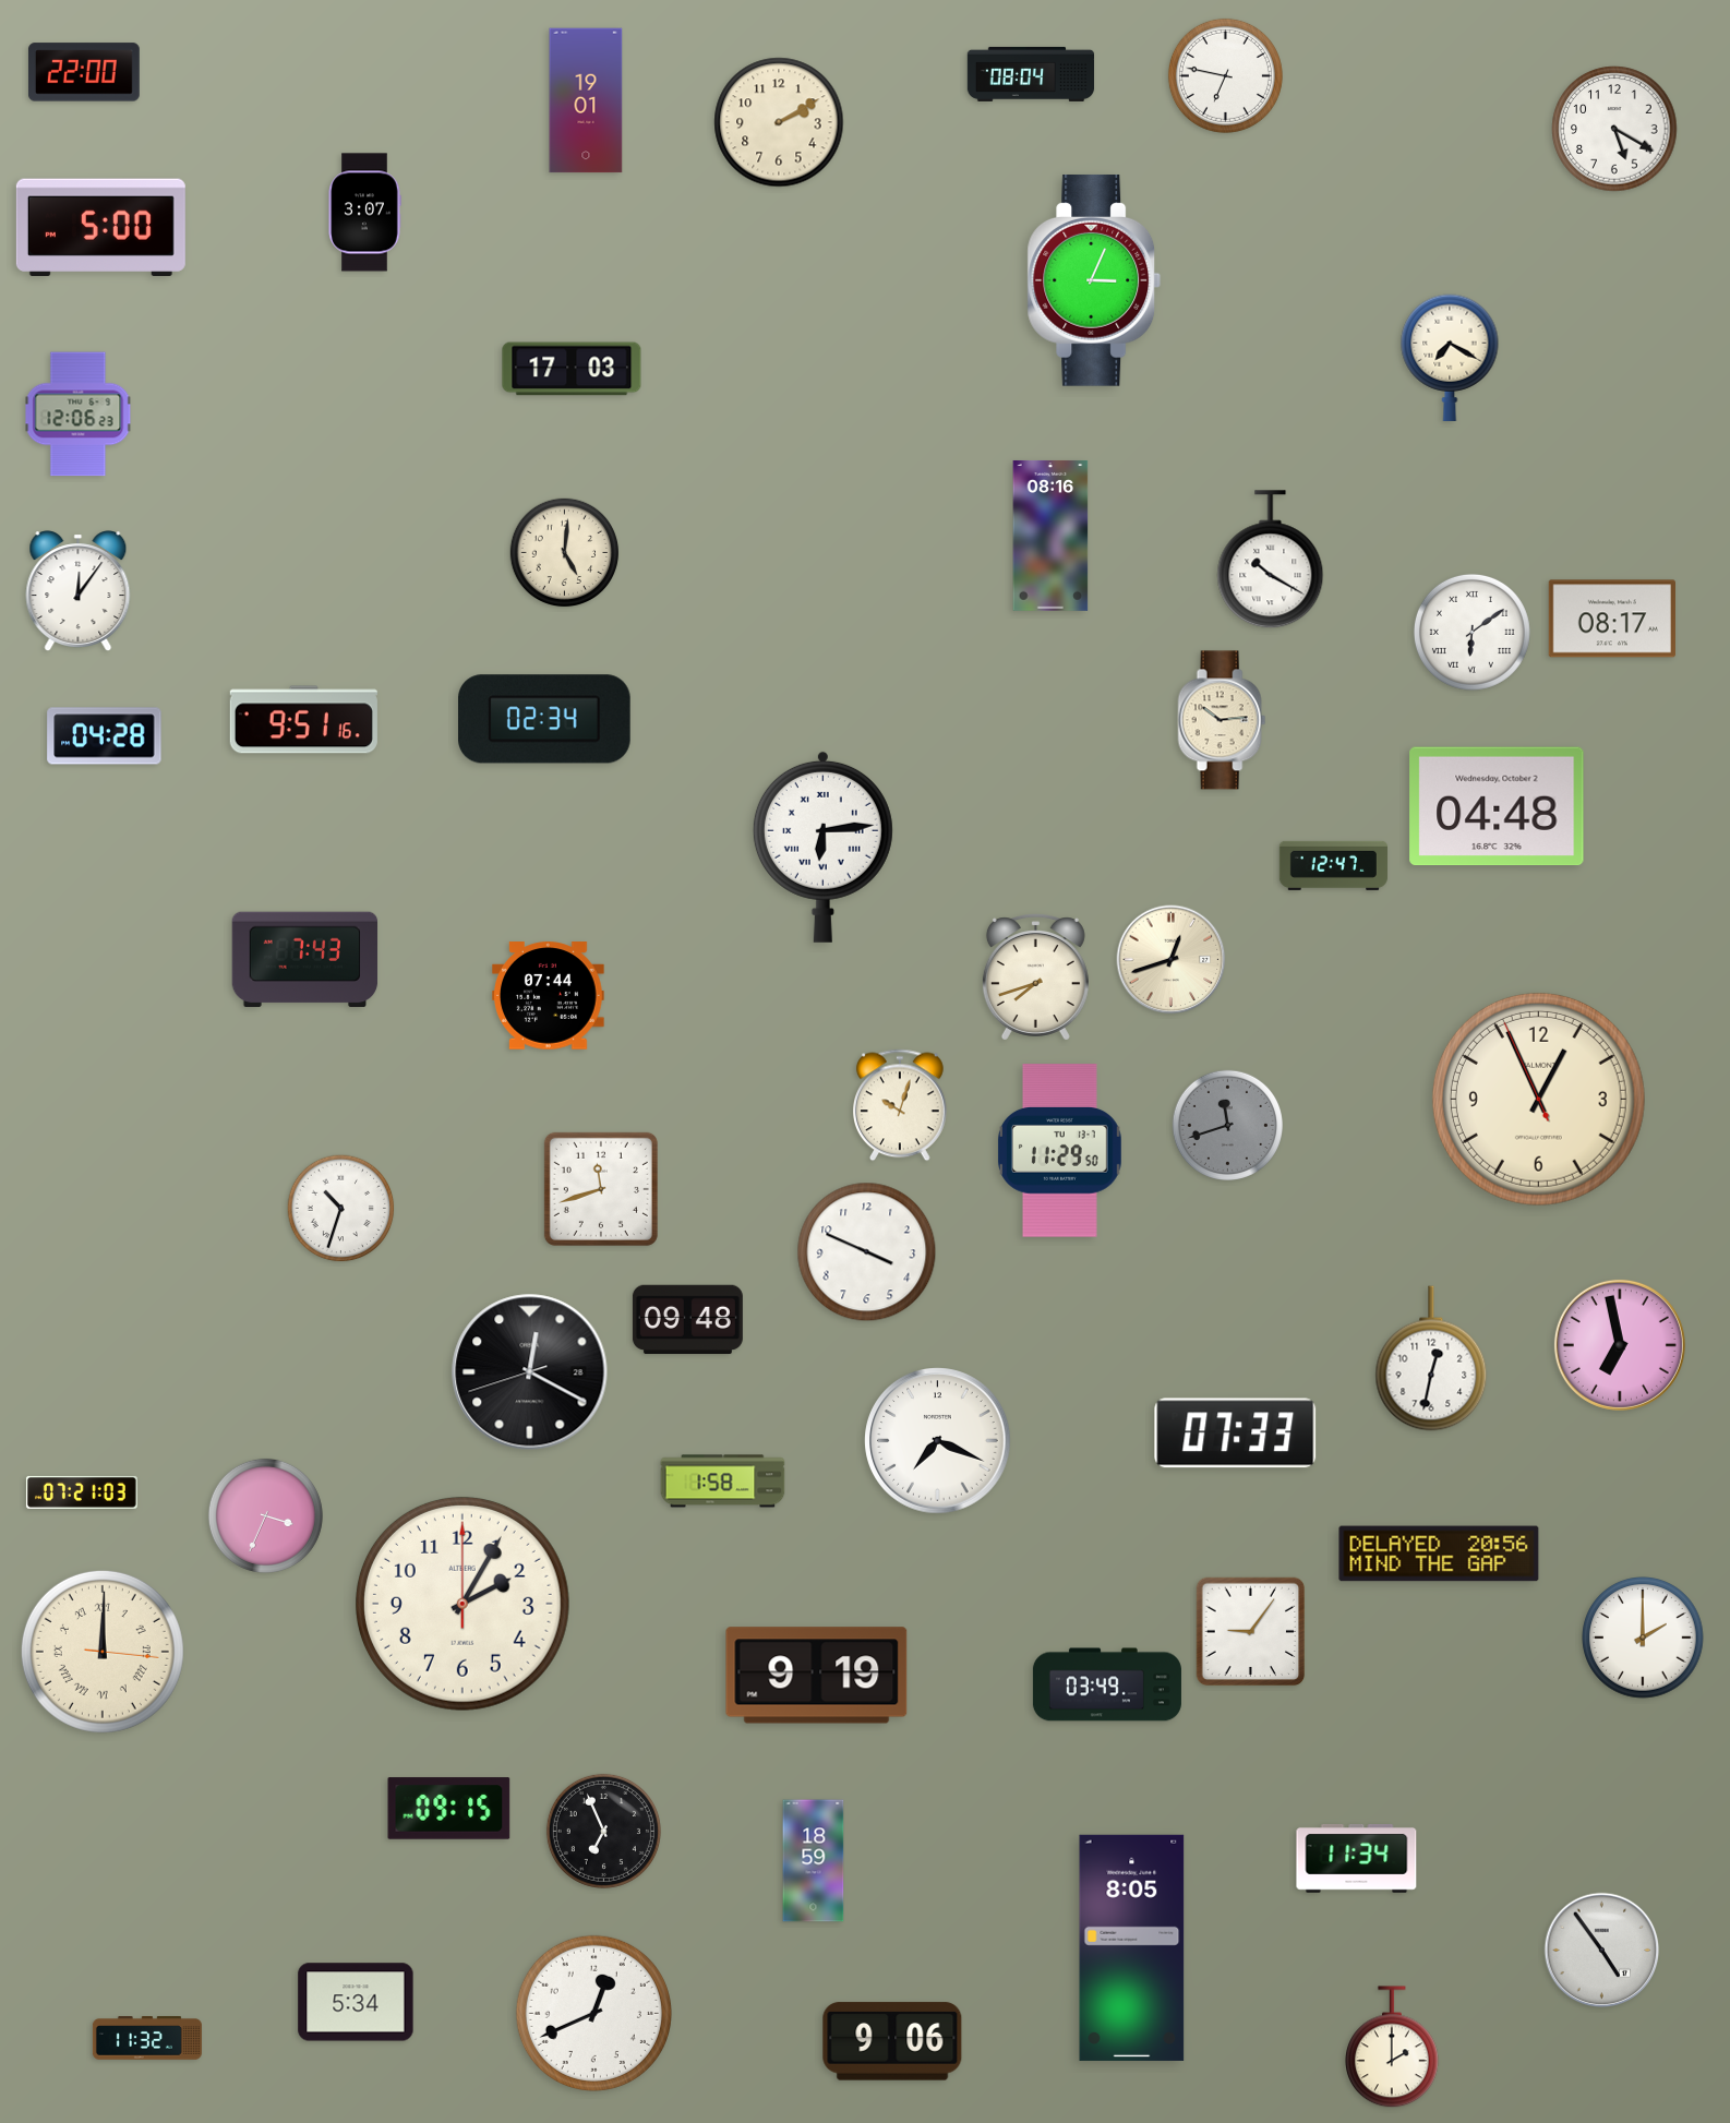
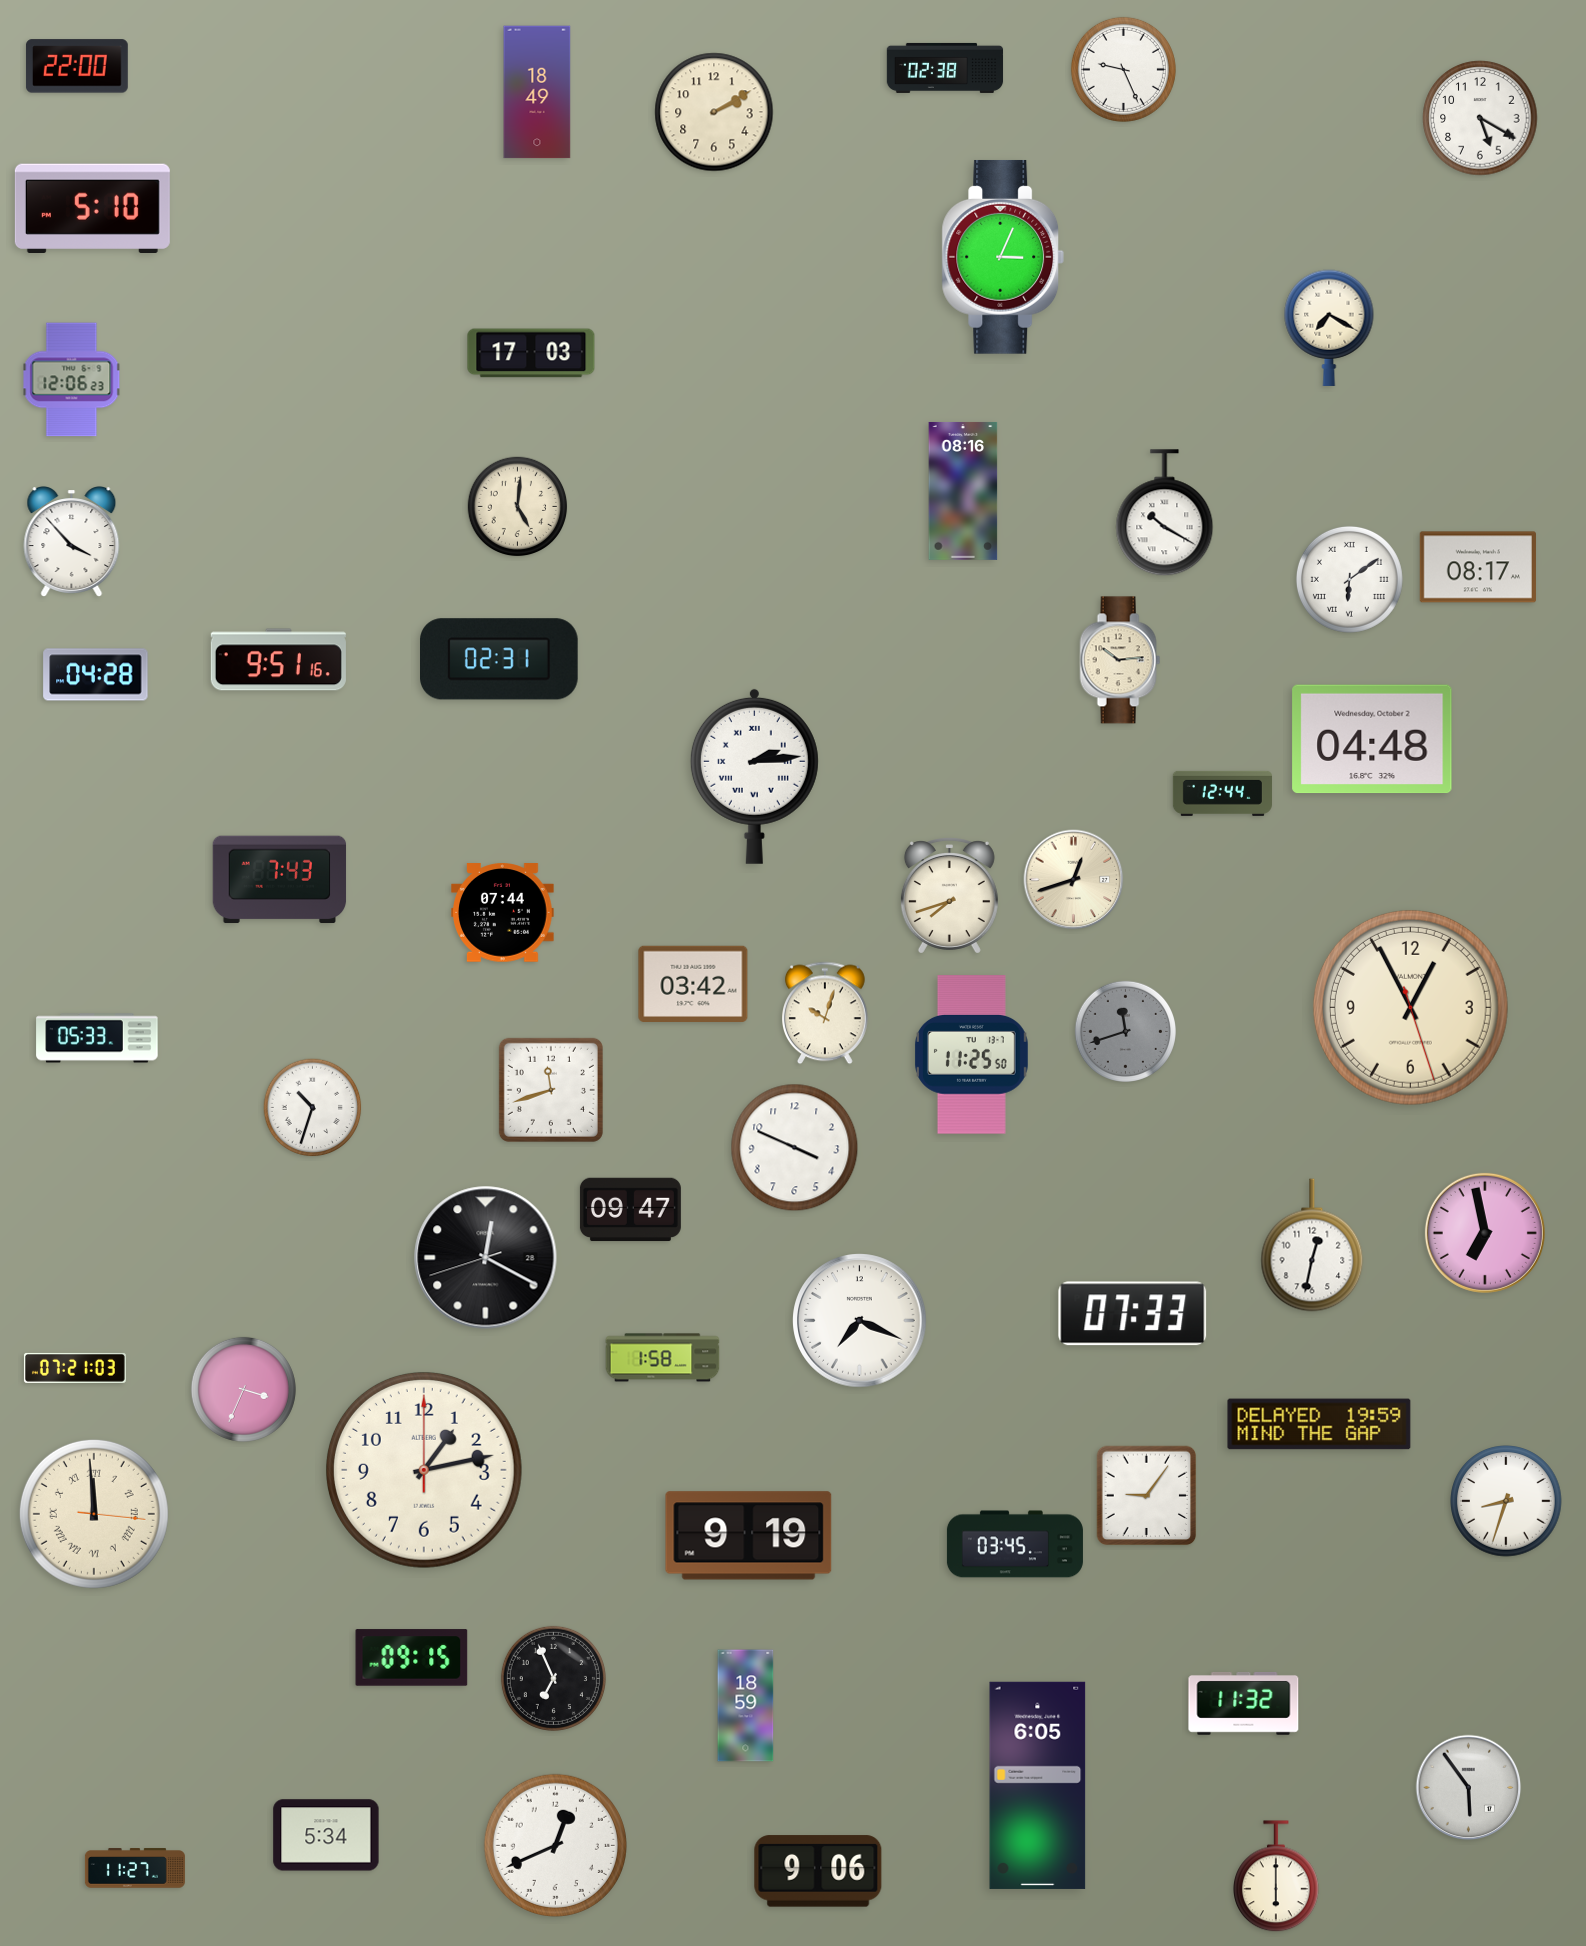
clock at (1031, 74): 08:04 -> 02:38
clock at (1225, 75): 6:47 -> 9:26
clock at (586, 100): 19:01 -> 18:49
clock at (364, 213): 3:07 -> none
clock at (100, 227): 5:00 -> 5:10
clock at (572, 369) position: (572, 369) -> (531, 353)
clock at (79, 591): 12:06 -> 3:53
clock at (545, 719): 02:34 -> 02:31
clock at (822, 847): 6:14 -> 2:14
clock at (1333, 865): 12:47 -> 12:44
clock at (693, 983): none -> 03:42
clock at (1538, 1099): 12:55:56 -> 12:55:27
clock at (97, 1038): none -> 05:33
clock at (1059, 1151): 11:29 -> 11:25
clock at (687, 1320): 09:48 -> 09:47
clock at (1439, 1554): 20:56 -> 19:59
clock at (462, 1604): 2:05 -> 1:13
clock at (1643, 1638): 2:00 -> 8:33
clock at (103, 1652): 12:00 -> 11:59
clock at (1107, 1684): 03:49 -> 03:45
clock at (1357, 1858): 11:34 -> 11:32
clock at (1132, 1947): 8:05 -> 6:05
clock at (1602, 1951): 4:54 -> 5:54
clock at (593, 2013) position: (593, 2013) -> (555, 1845)
clock at (147, 2038): 11:32 -> 11:27
clock at (1393, 2048): 2:00 -> 6:00
